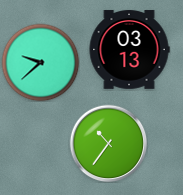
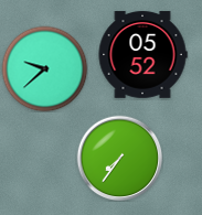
clock at (129, 50): 03:13 -> 05:52
clock at (108, 143): 10:36 -> 7:36
